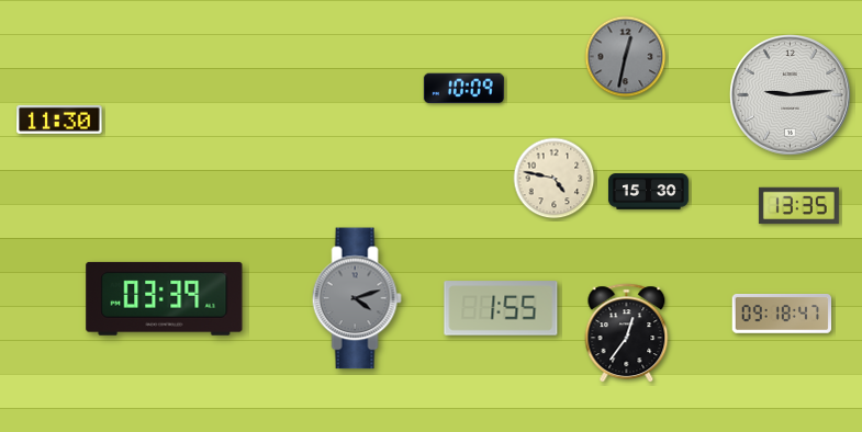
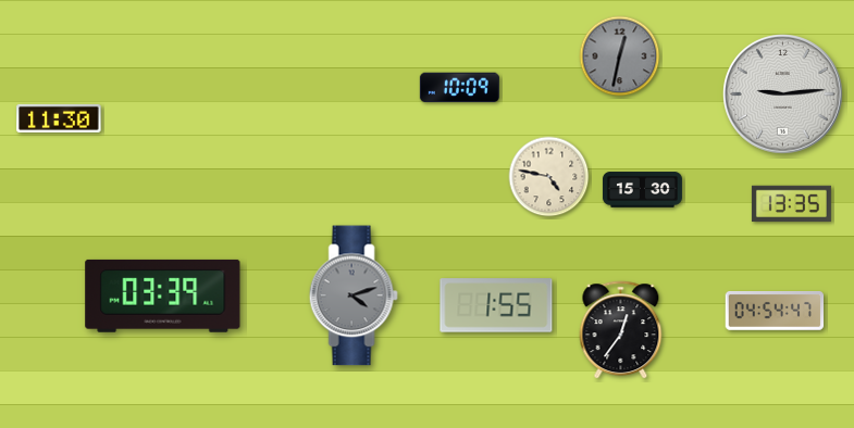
clock at (782, 315): 09:18 -> 04:54
